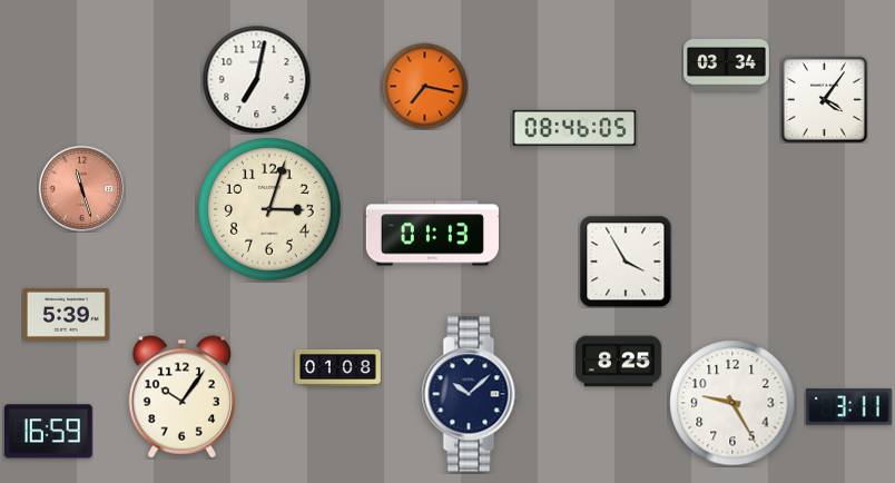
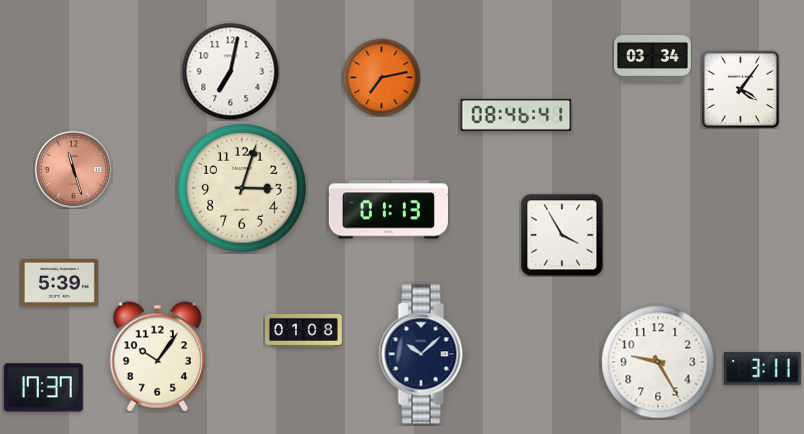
clock at (424, 86): 7:17 -> 7:13
clock at (574, 128): 08:46:05 -> 08:46:41
clock at (619, 362): 8:25 -> none
clock at (181, 397) position: (181, 397) -> (157, 357)
clock at (848, 407) position: (848, 407) -> (762, 369)
clock at (48, 432): 16:59 -> 17:37
